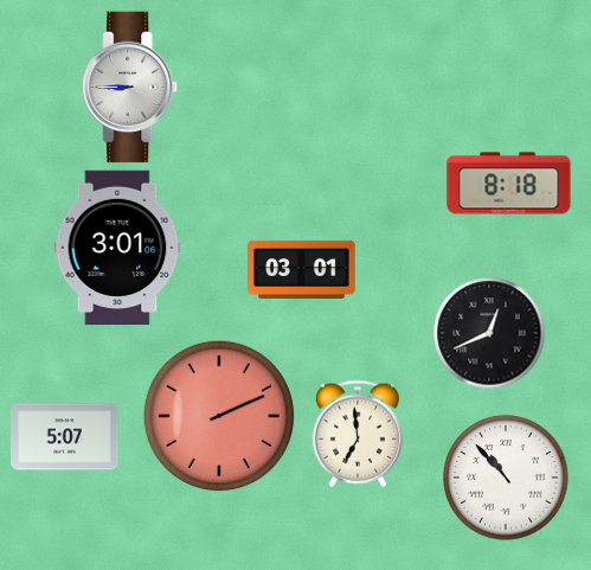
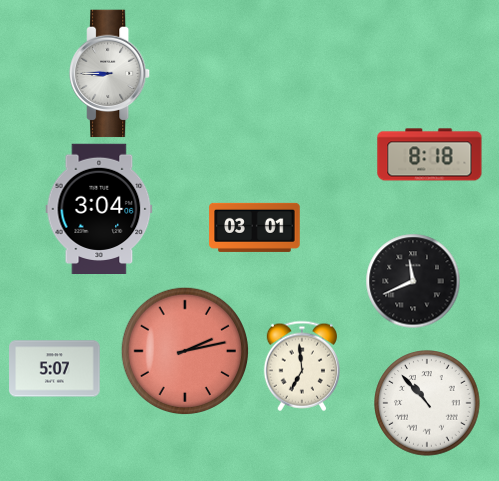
clock at (117, 246): 3:01 -> 3:04
clock at (489, 333): 12:41 -> 11:41
clock at (218, 415): 2:11 -> 2:13
